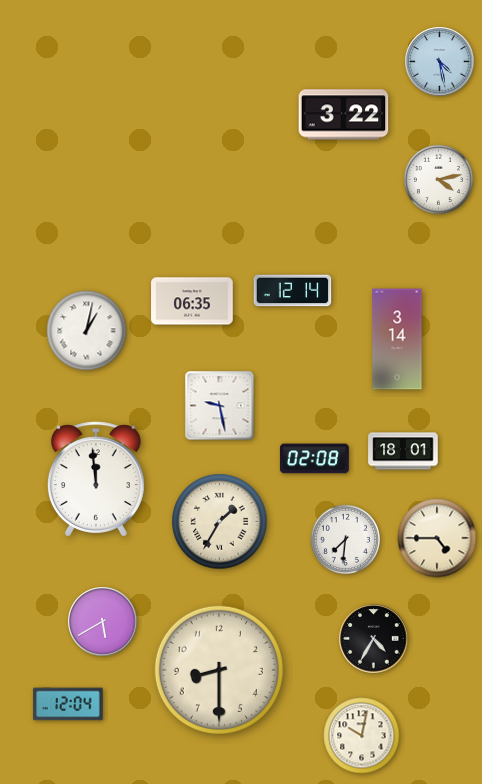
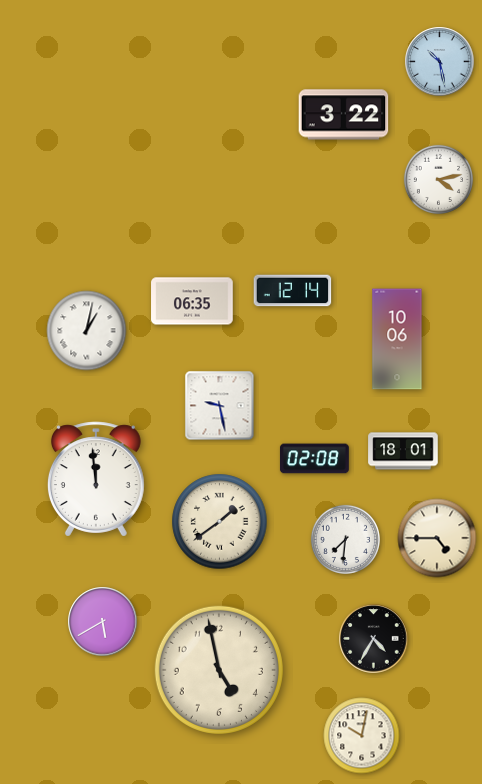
clock at (440, 62): 4:28 -> 10:28
clock at (397, 339): 3:14 -> 10:06
clock at (220, 522): 1:35 -> 1:39
clock at (219, 670): 8:30 -> 4:58
clock at (68, 704): 12:04 -> none
